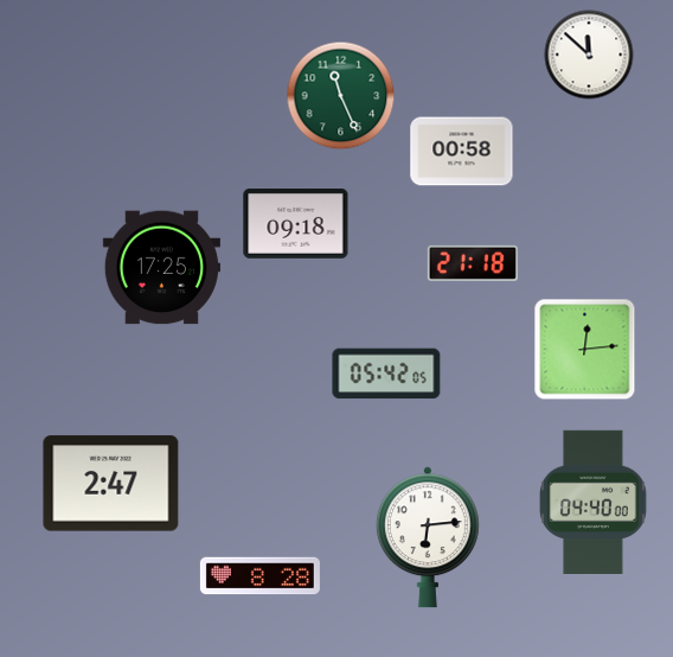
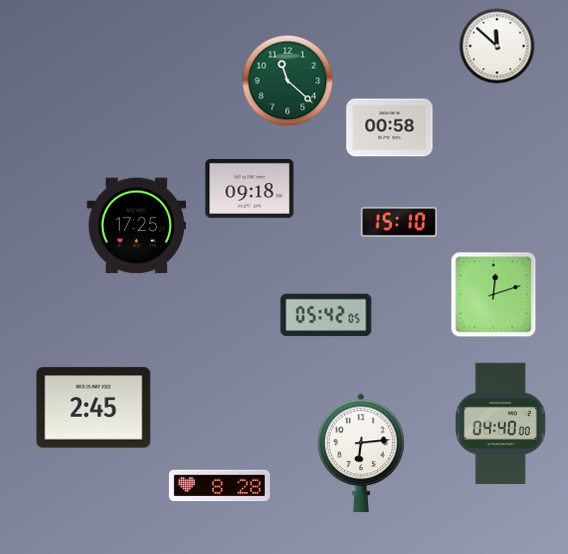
clock at (341, 96): 11:26 -> 11:22
clock at (472, 263): 21:18 -> 15:10
clock at (585, 350): 12:14 -> 12:12
clock at (111, 484): 2:47 -> 2:45
